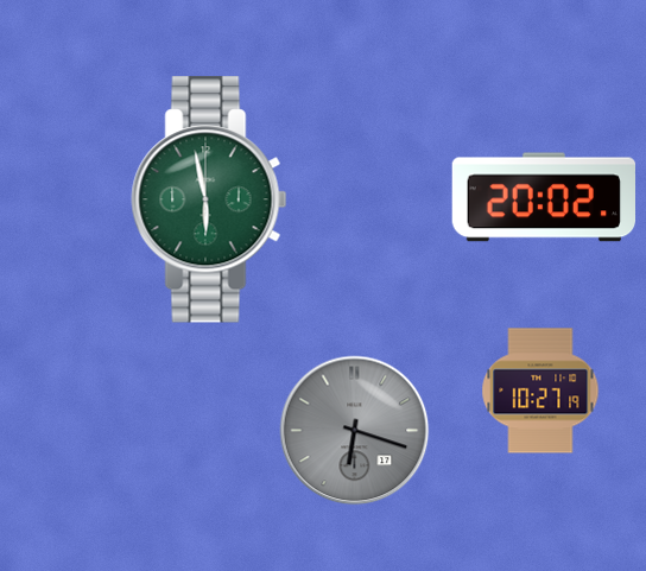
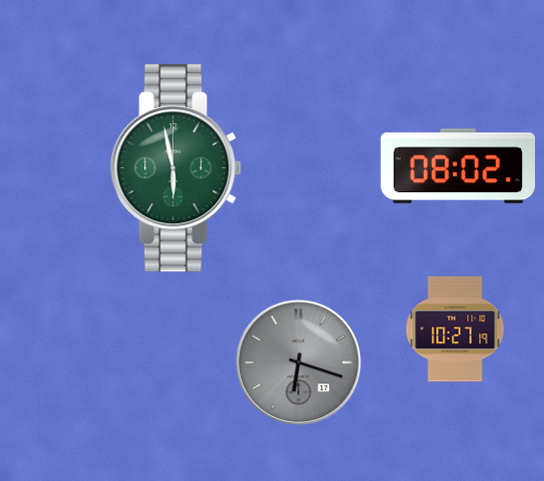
clock at (543, 197): 20:02 -> 08:02
